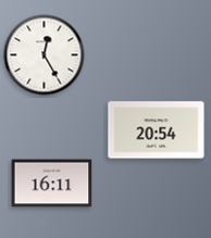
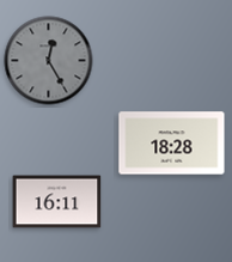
clock at (45, 55) dial: white -> grey
clock at (157, 130): 20:54 -> 18:28
